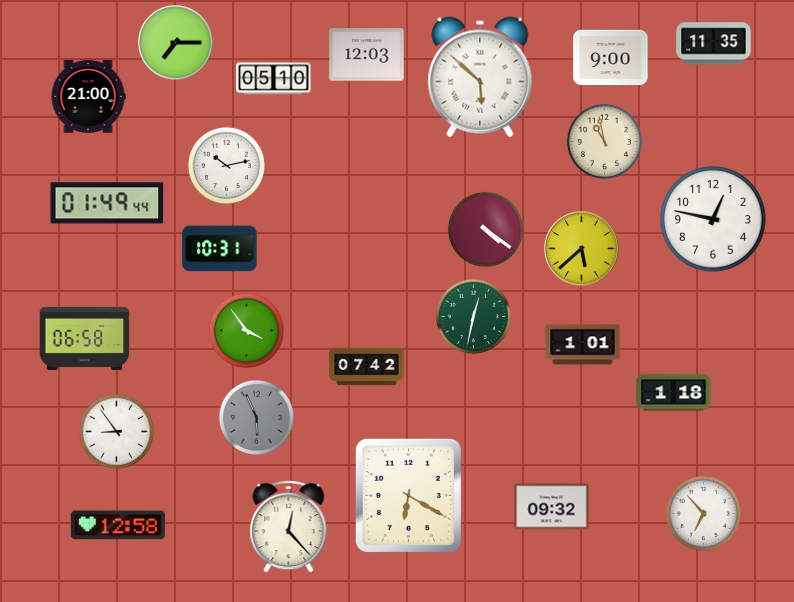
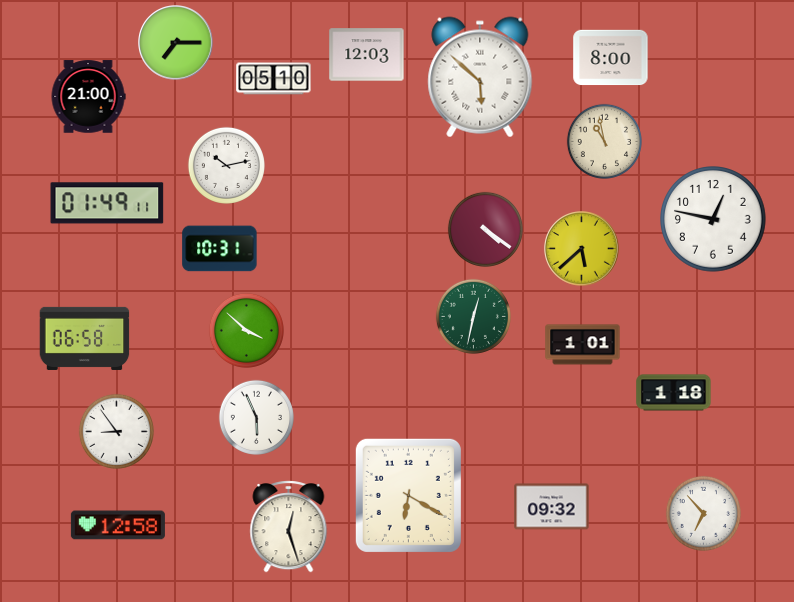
clock at (714, 44): 11:35 -> none
clock at (611, 58): 9:00 -> 8:00
clock at (107, 203): 01:49:44 -> 01:49:11
clock at (246, 330): 3:54 -> 3:52
clock at (367, 367): 07:42 -> none
clock at (256, 417) dial: grey -> white
clock at (289, 527): 12:23 -> 12:27
